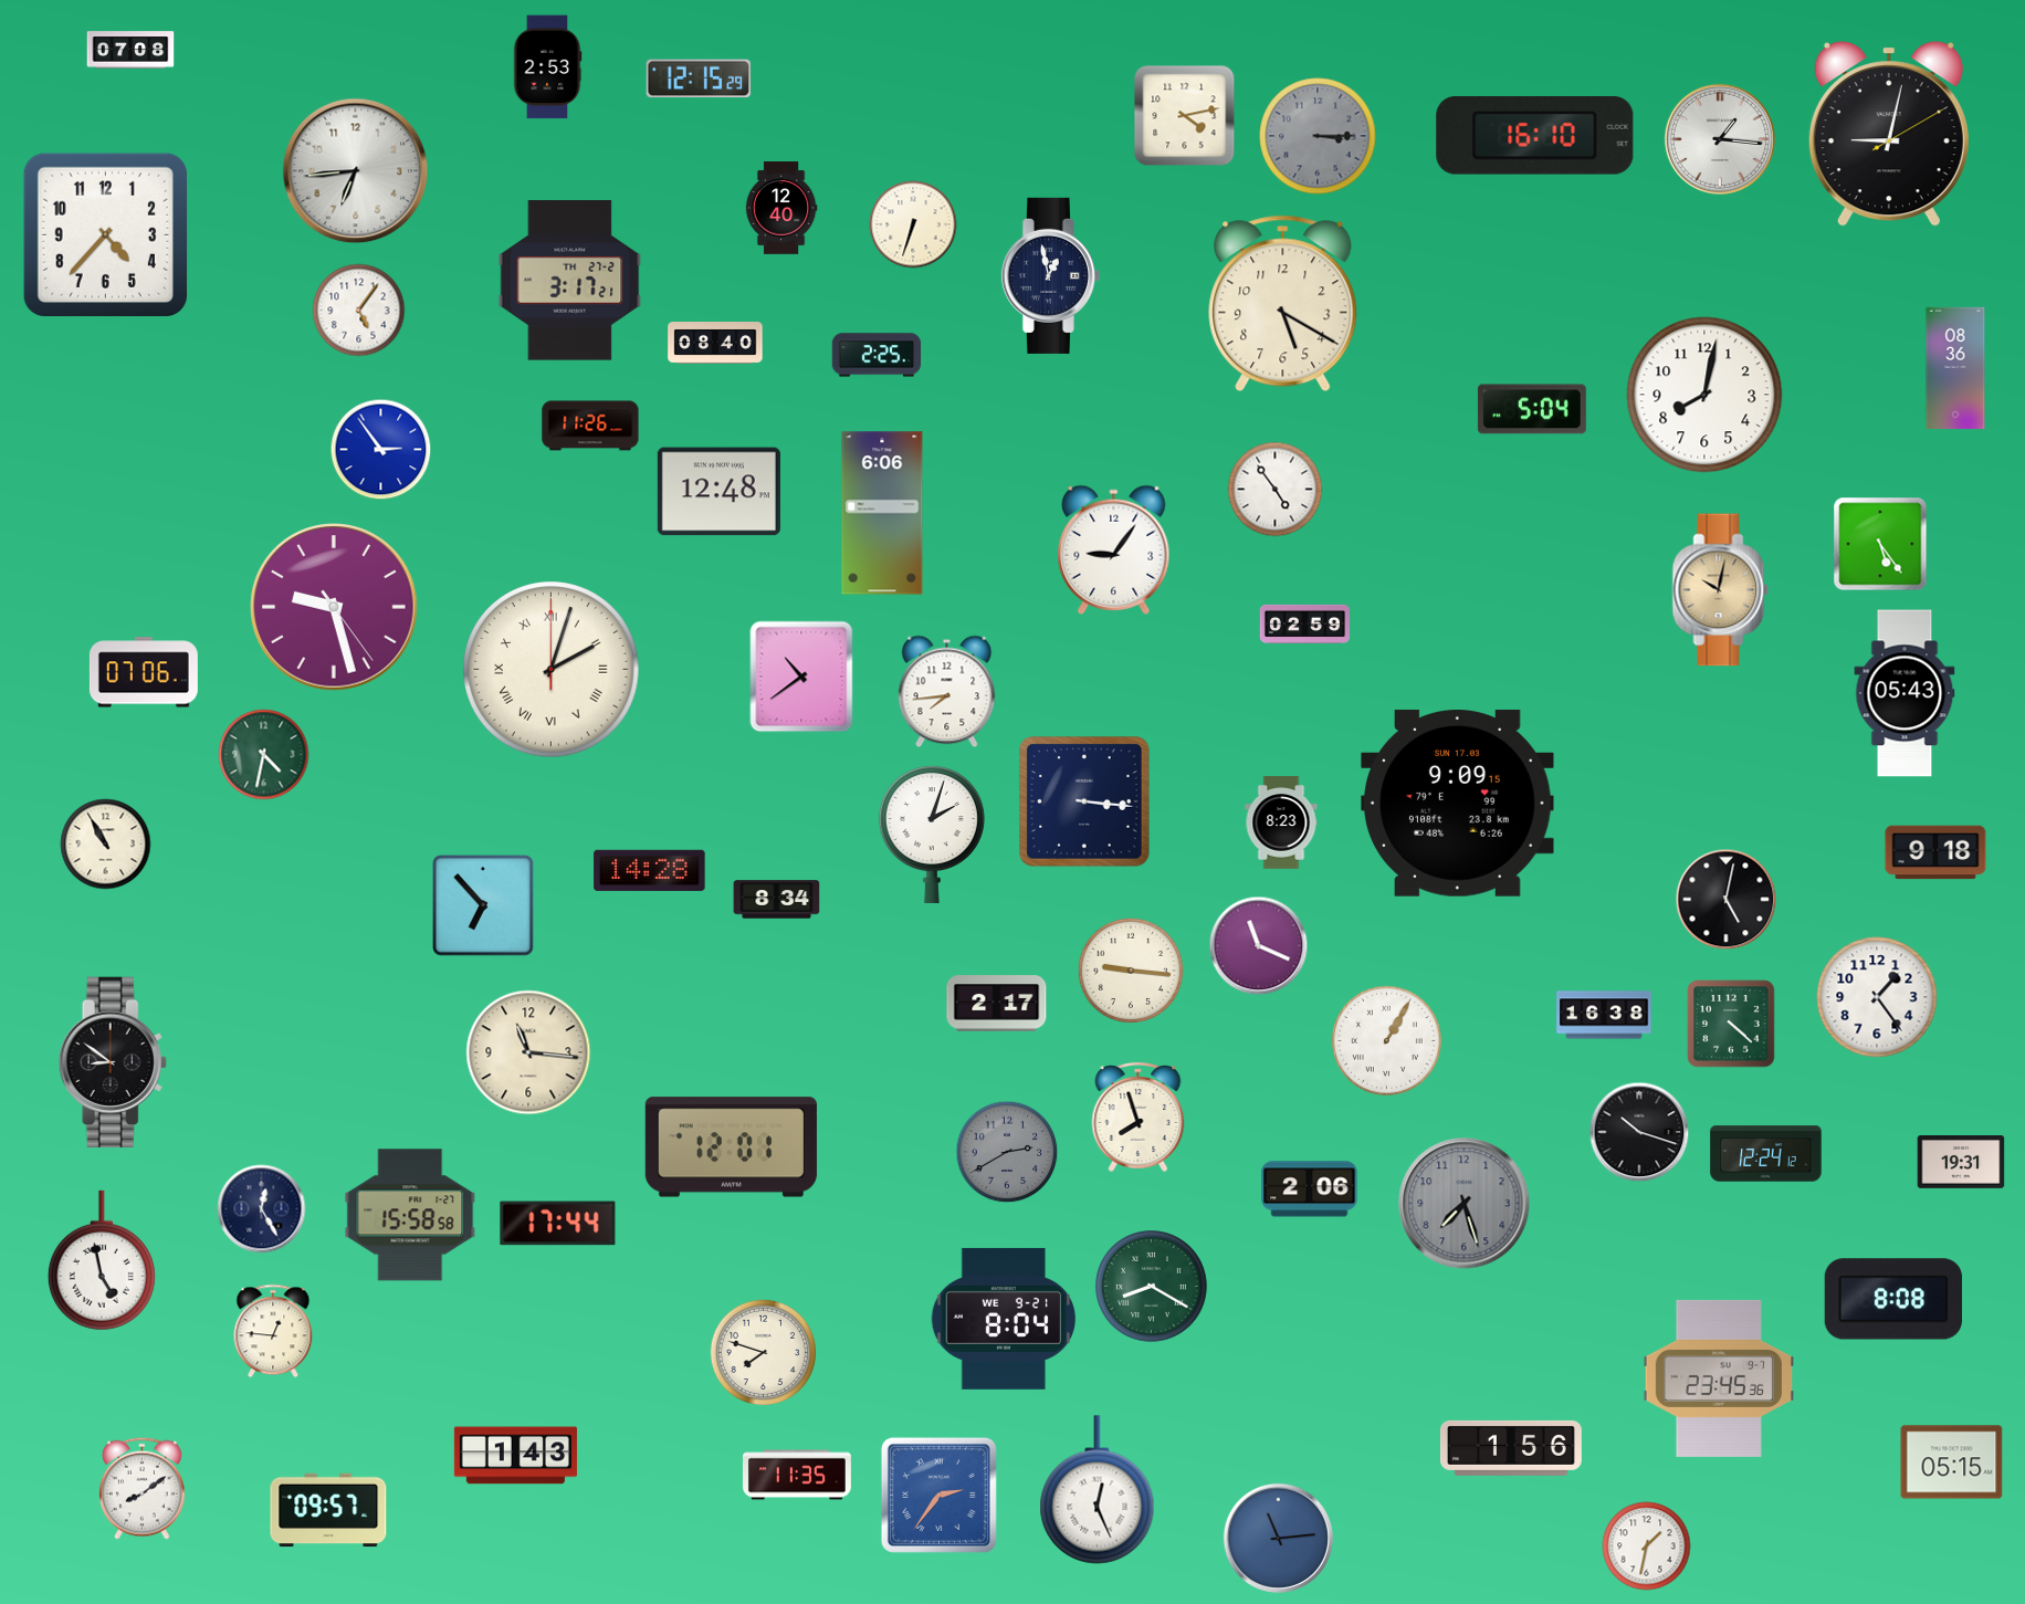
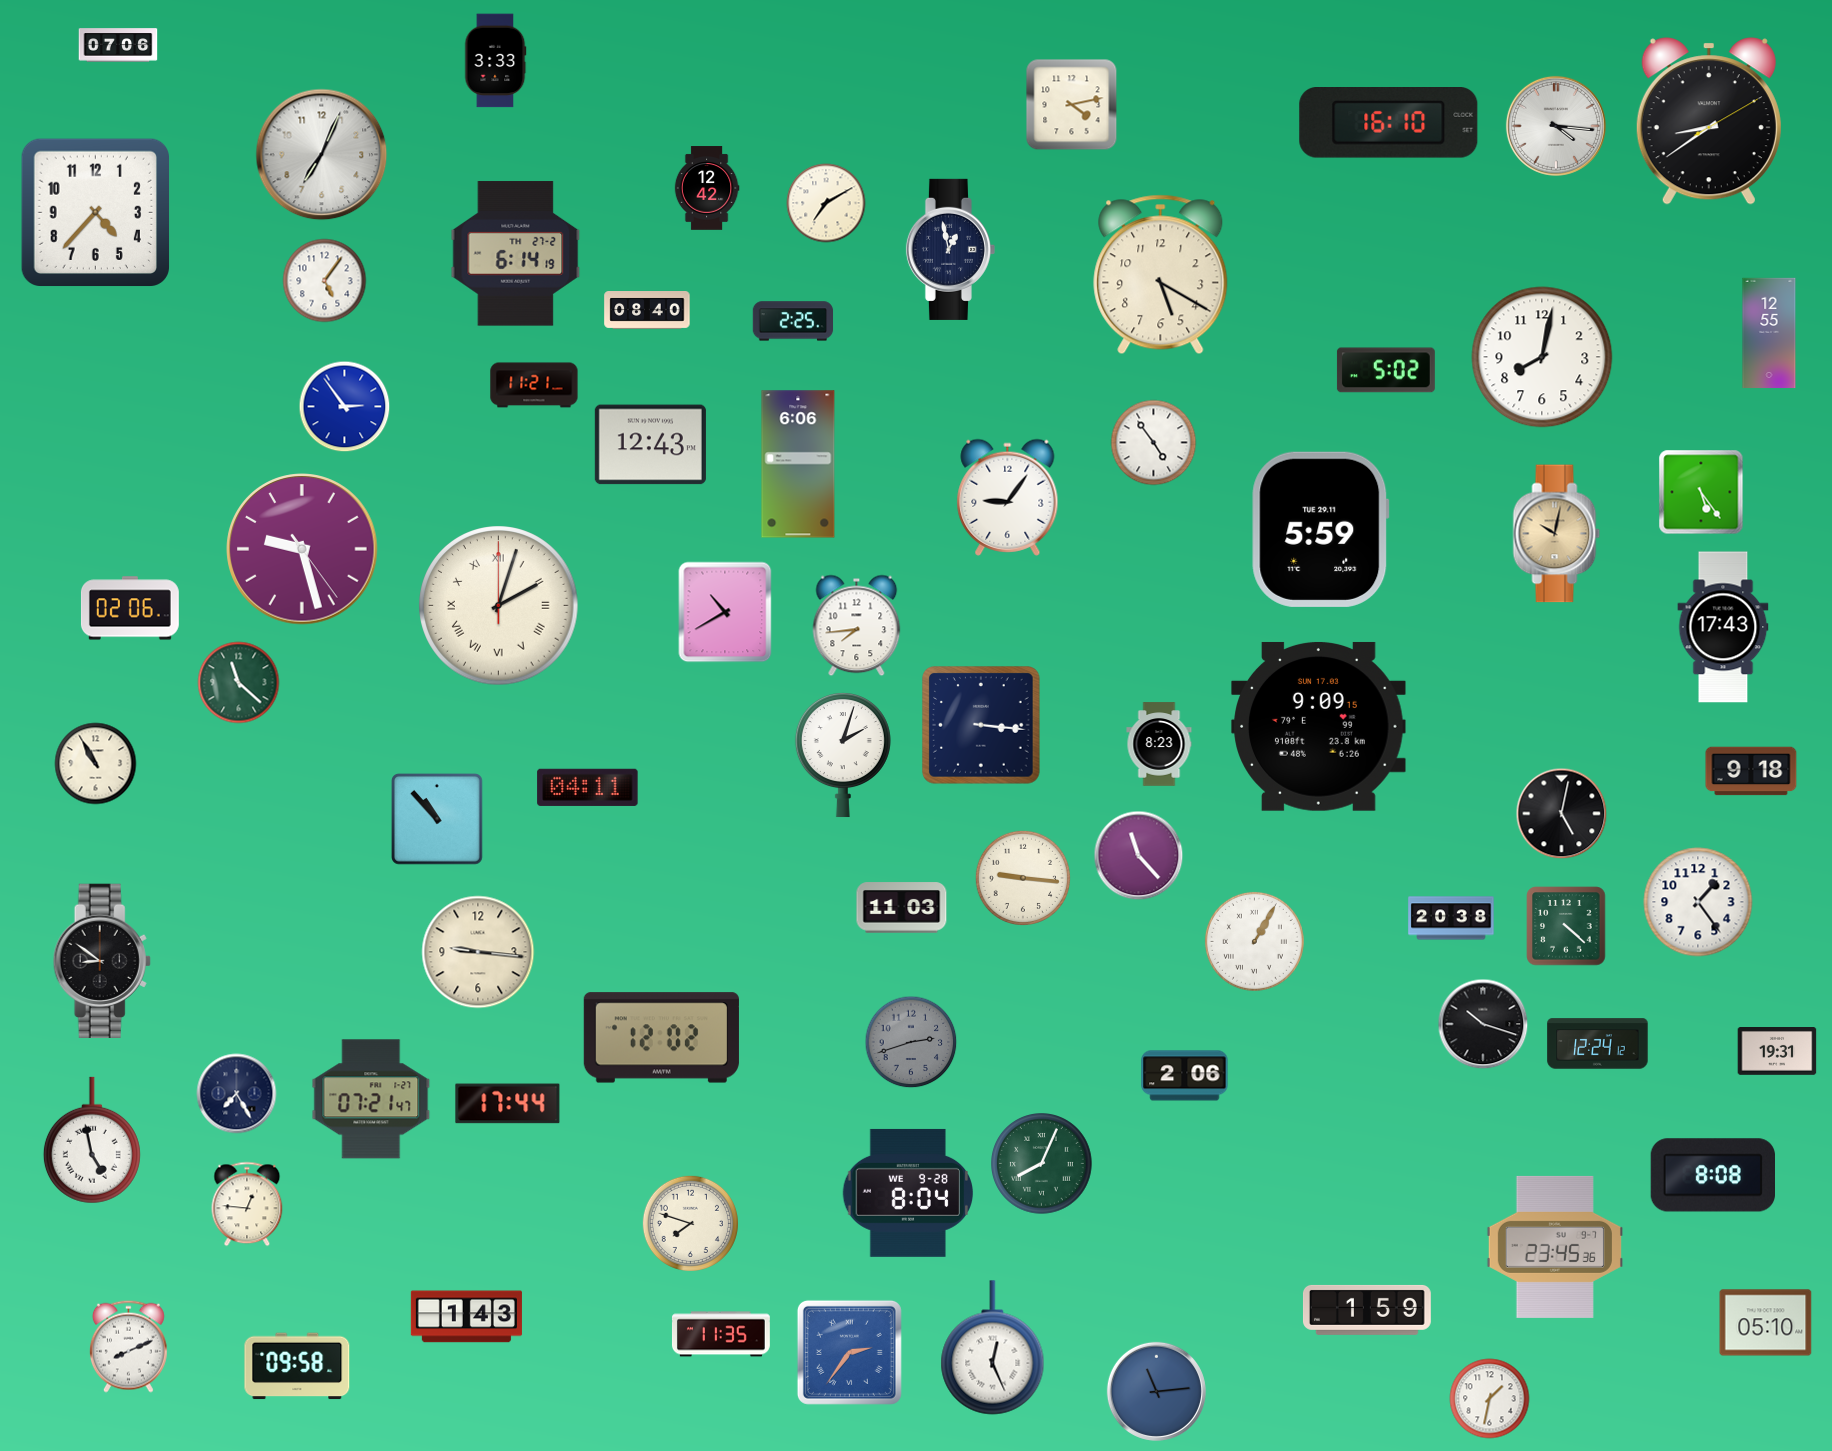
clock at (130, 50): 07:08 -> 07:06
clock at (547, 67): 2:53 -> 3:33
clock at (699, 78): 12:15 -> none
clock at (1889, 134): 9:02 -> 8:39
clock at (1318, 136): 3:15 -> none
clock at (1720, 139): 1:16 -> 4:16
clock at (356, 171): 6:44 -> 7:04
clock at (781, 208): 12:40 -> 12:42
clock at (913, 224): 6:33 -> 7:10
clock at (570, 281): 3:17 -> 6:14
clock at (1955, 368): 08:36 -> 12:55
clock at (1532, 409): 5:04 -> 5:02
clock at (590, 426): 11:26 -> 11:21
clock at (718, 492): 12:48 -> 12:43
clock at (1321, 529): none -> 5:59
clock at (1304, 623): 02:59 -> none
clock at (144, 672): 07:06 -> 02:06
clock at (801, 677): 10:39 -> 10:40
clock at (1905, 693): 05:43 -> 17:43
clock at (264, 755): 4:32 -> 11:22
clock at (650, 870): 14:28 -> 04:11
clock at (777, 900): 8:34 -> none
clock at (484, 906): 6:53 -> 10:53
clock at (1259, 946): 11:19 -> 11:23
clock at (997, 1004): 2:17 -> 11:03
clock at (1604, 1015): 16:38 -> 20:38
clock at (528, 1052): 11:16 -> 9:16
clock at (1139, 1118): 7:57 -> none
clock at (731, 1147): 12:01 -> 12:02
clock at (1007, 1152): 2:40 -> 2:42
clock at (1961, 1163) position: (1961, 1163) -> (1777, 1052)
clock at (1465, 1204): 7:27 -> none
clock at (262, 1209): 12:25 -> 7:25
clock at (410, 1215): 15:58 -> 07:21
clock at (558, 1224) position: (558, 1224) -> (508, 1104)
clock at (1152, 1287): 8:20 -> 8:04
clock at (1003, 1319) date: WE 9-21 -> WE 9-28
clock at (1511, 1448): 1:56 -> 1:59
clock at (1952, 1463): 05:15 -> 05:10
clock at (141, 1488): 8:09 -> 8:11
clock at (328, 1510): 09:57 -> 09:58
